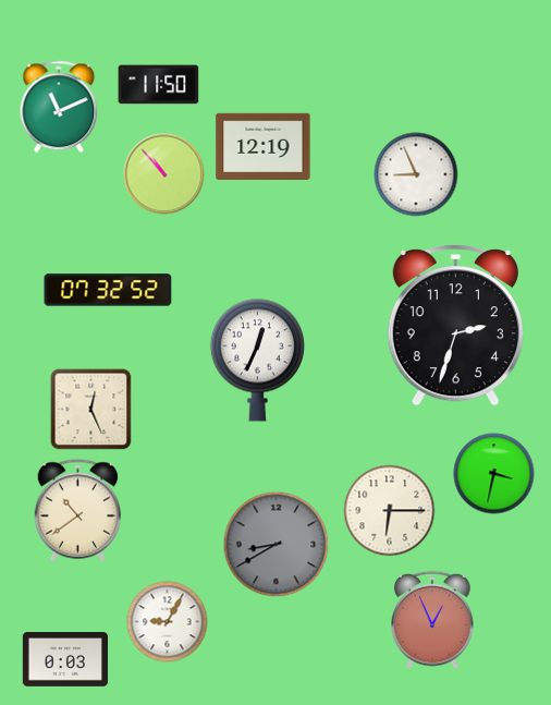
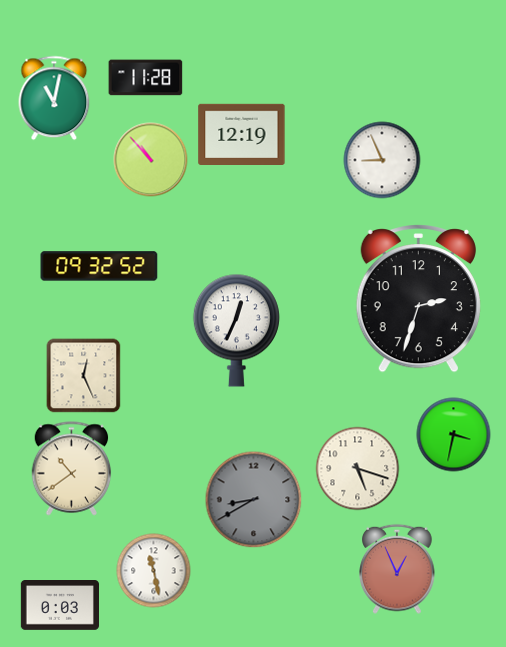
clock at (159, 85): 11:50 -> 11:28
clock at (59, 107): 11:11 -> 11:02
clock at (108, 290): 07:32 -> 09:32
clock at (390, 511): 6:15 -> 5:18
clock at (168, 622): 9:05 -> 11:28
